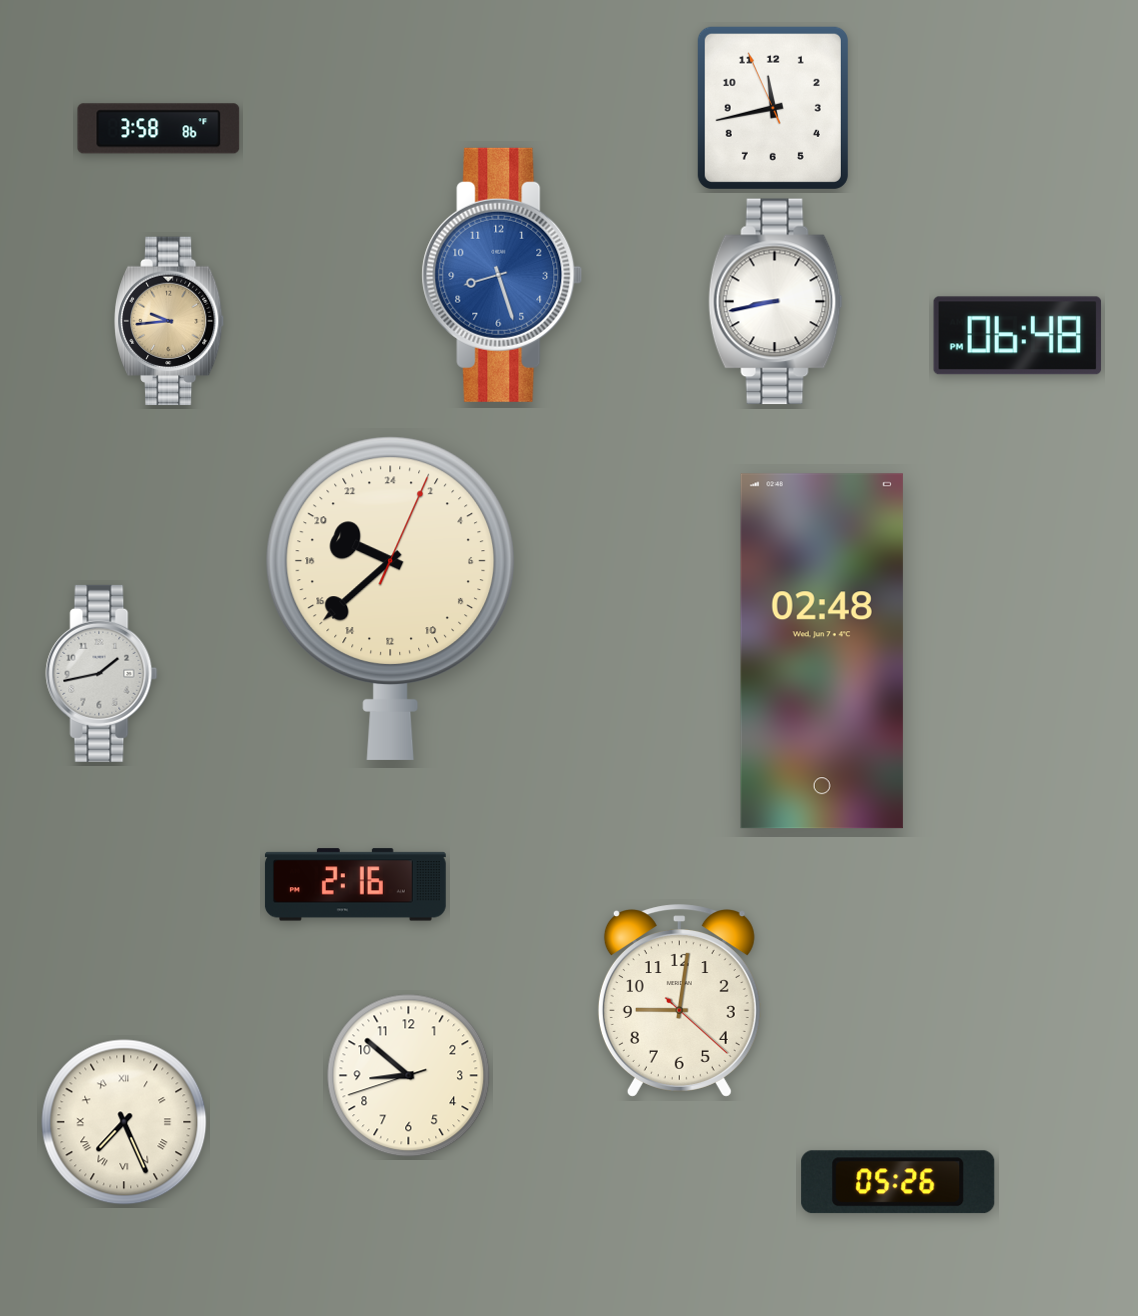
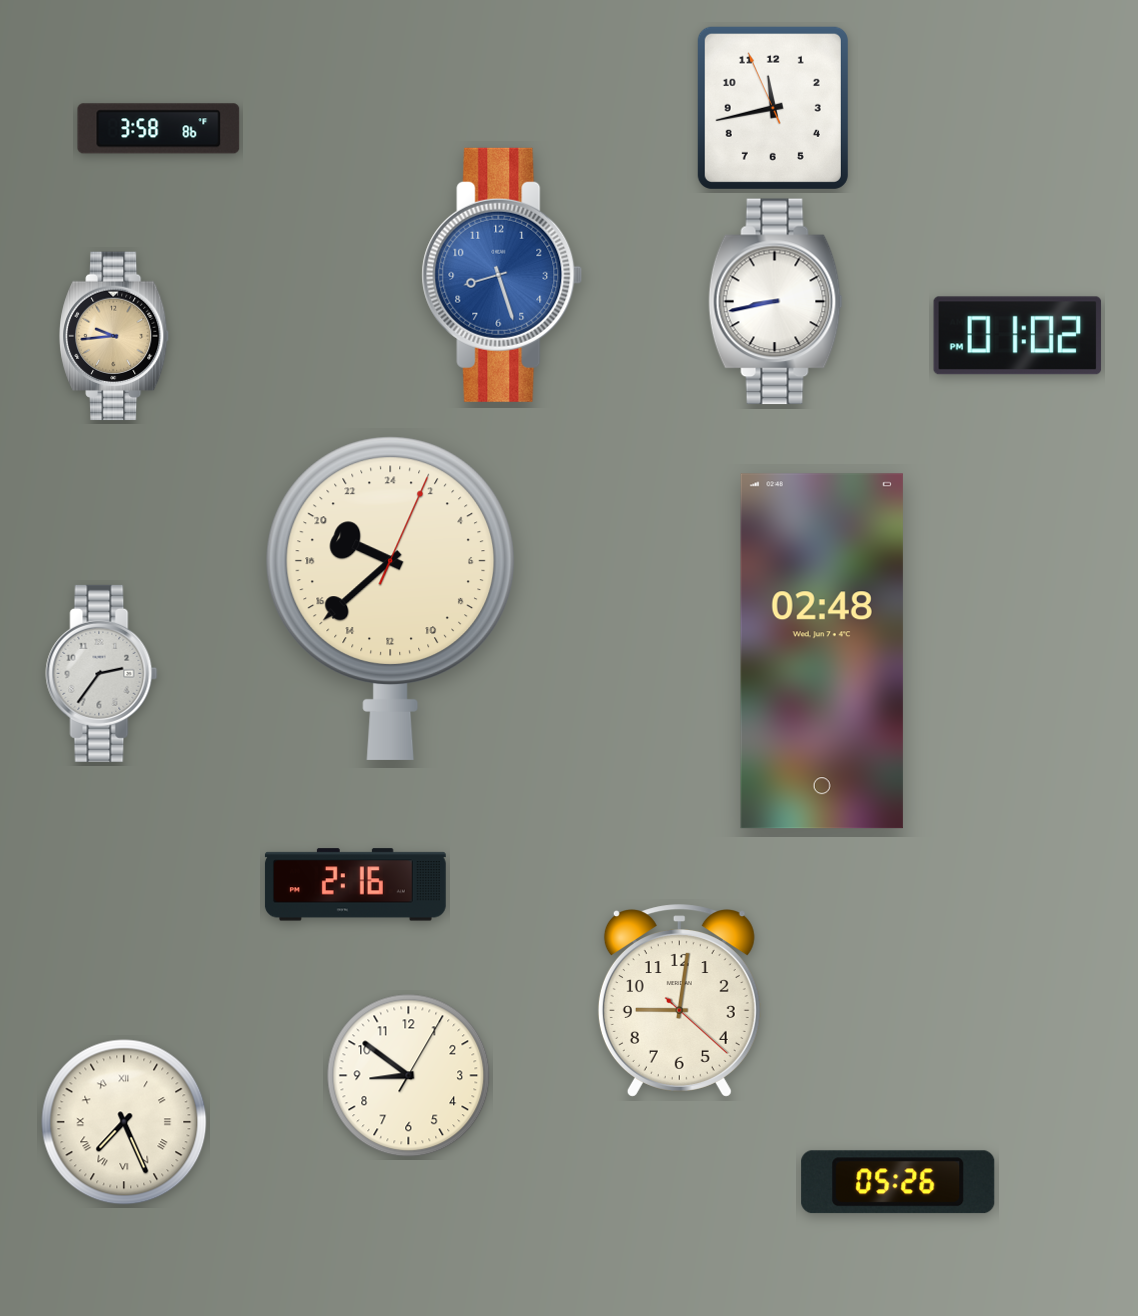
clock at (170, 321) position: (170, 321) -> (115, 336)
clock at (1018, 336): 06:48 -> 01:02
clock at (102, 673): 1:43 -> 2:36
clock at (409, 1076): 8:51:42 -> 8:51:05
